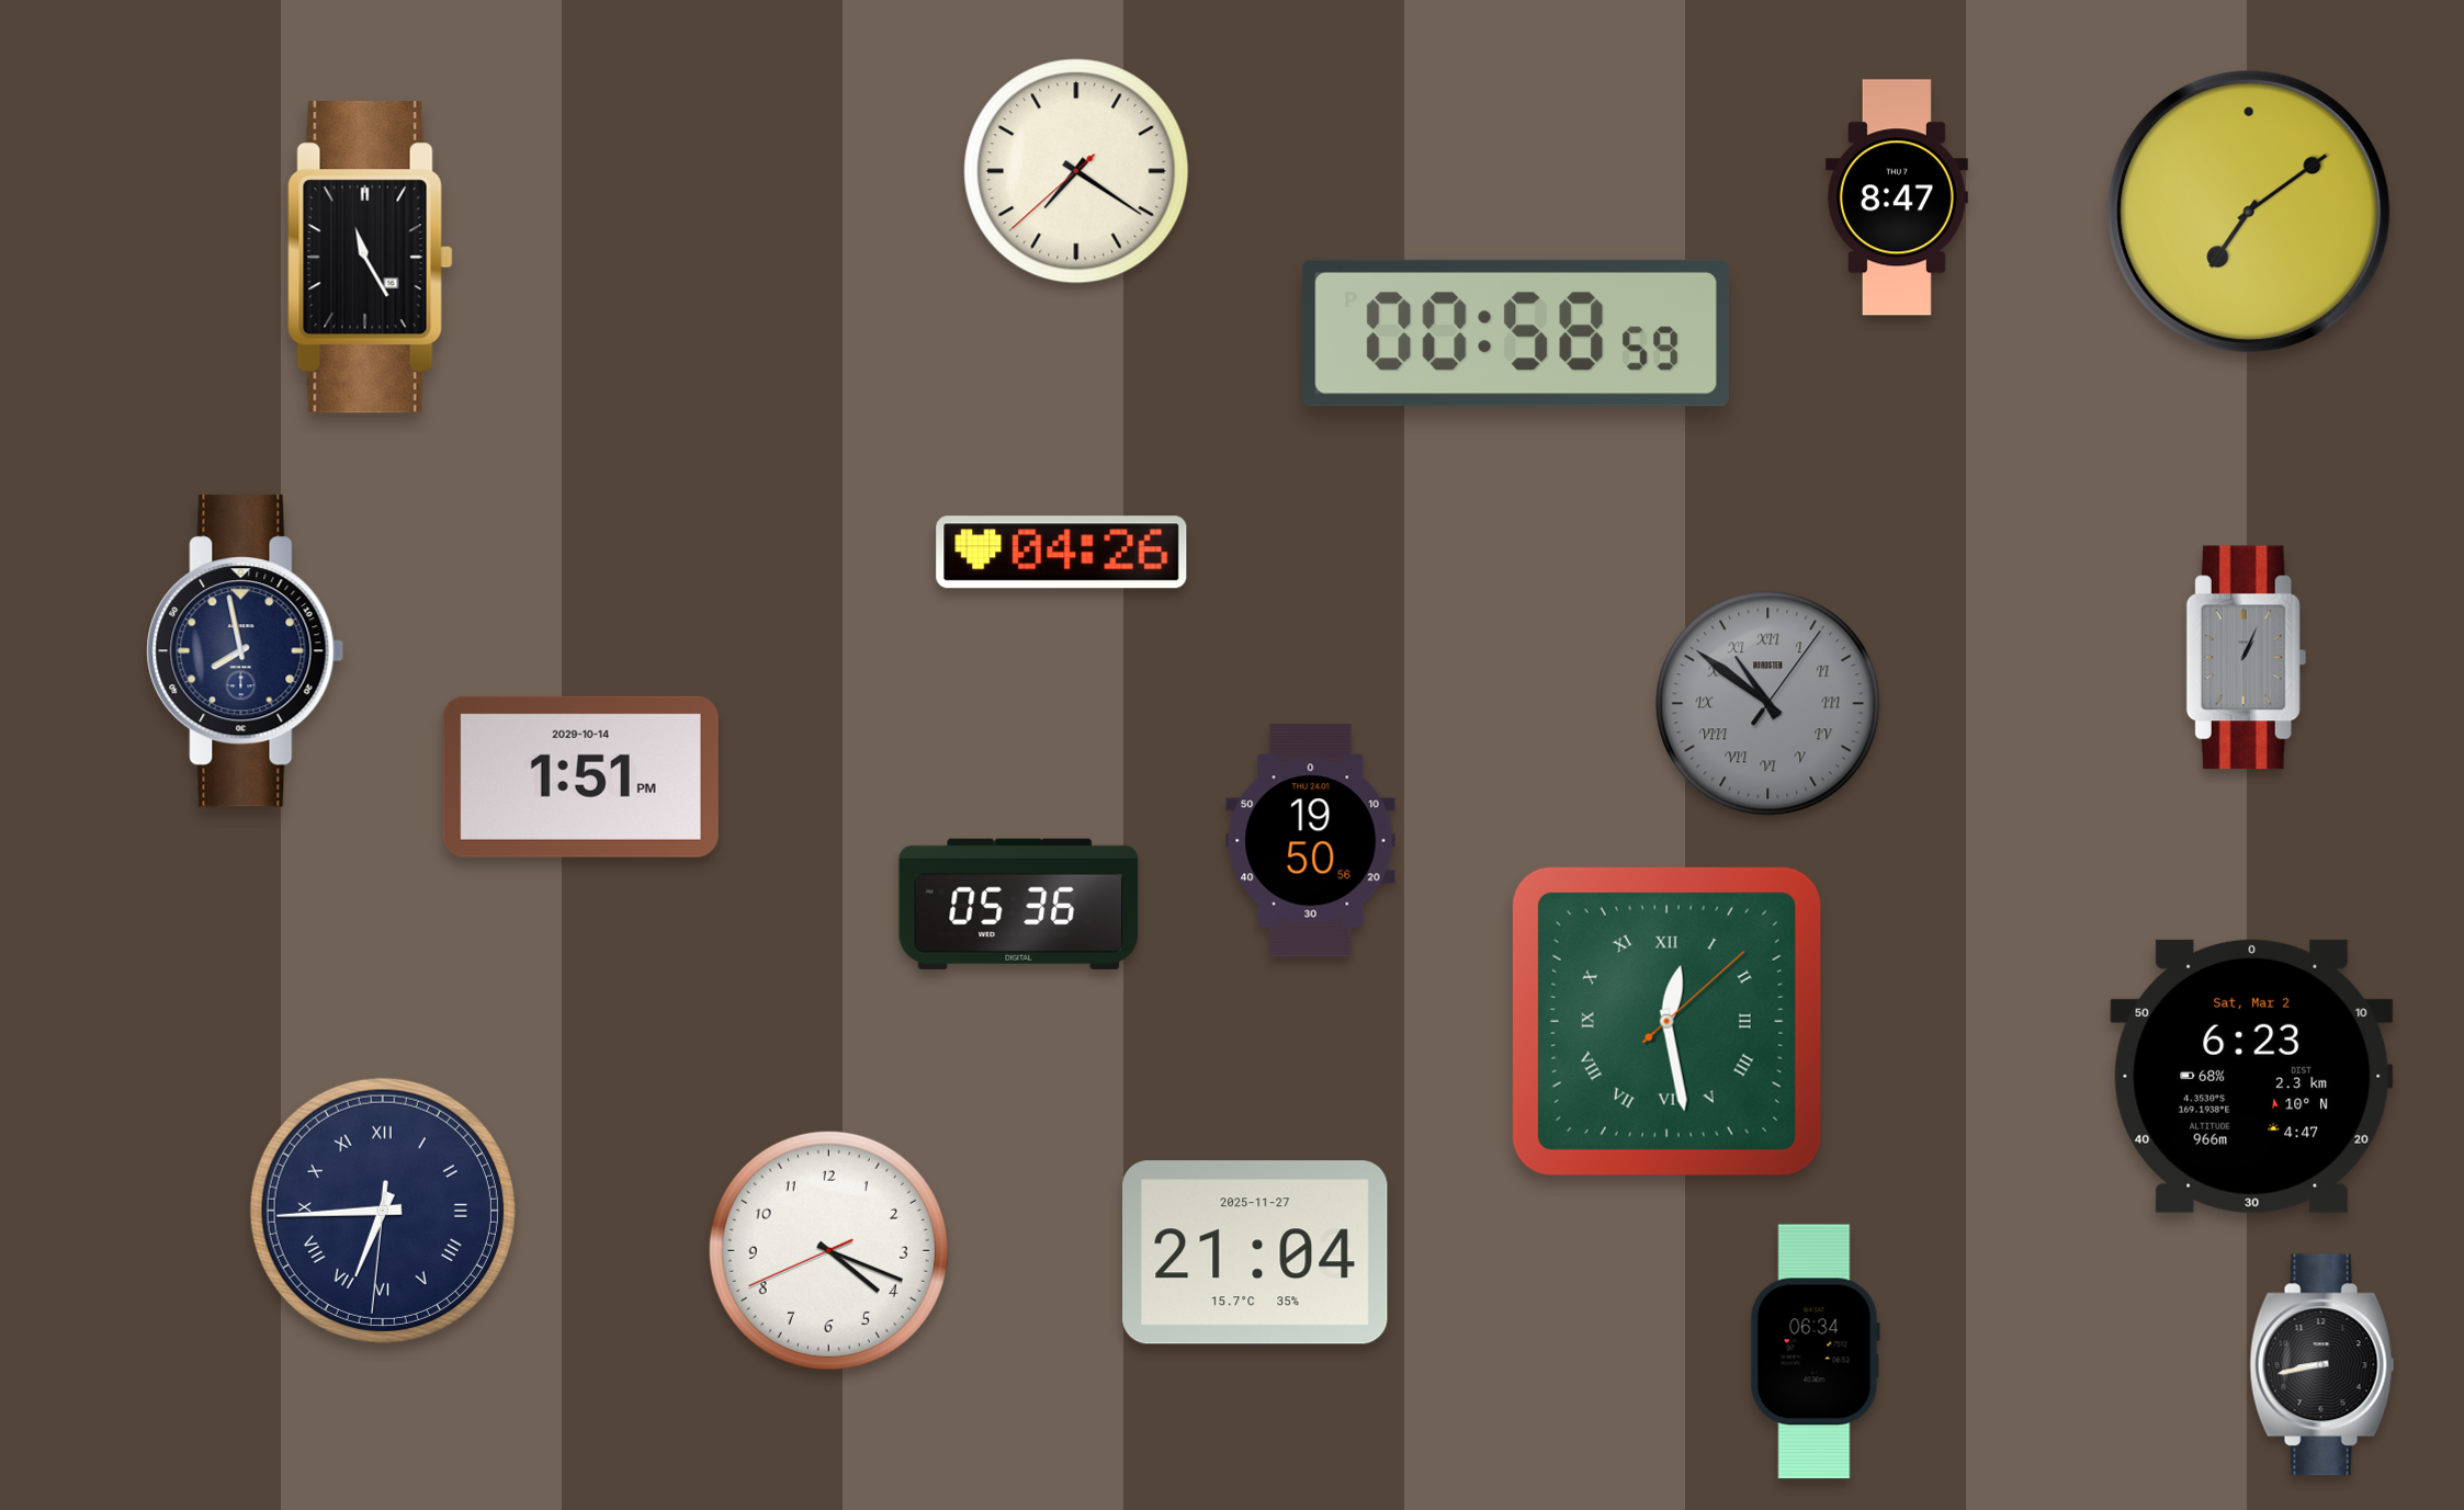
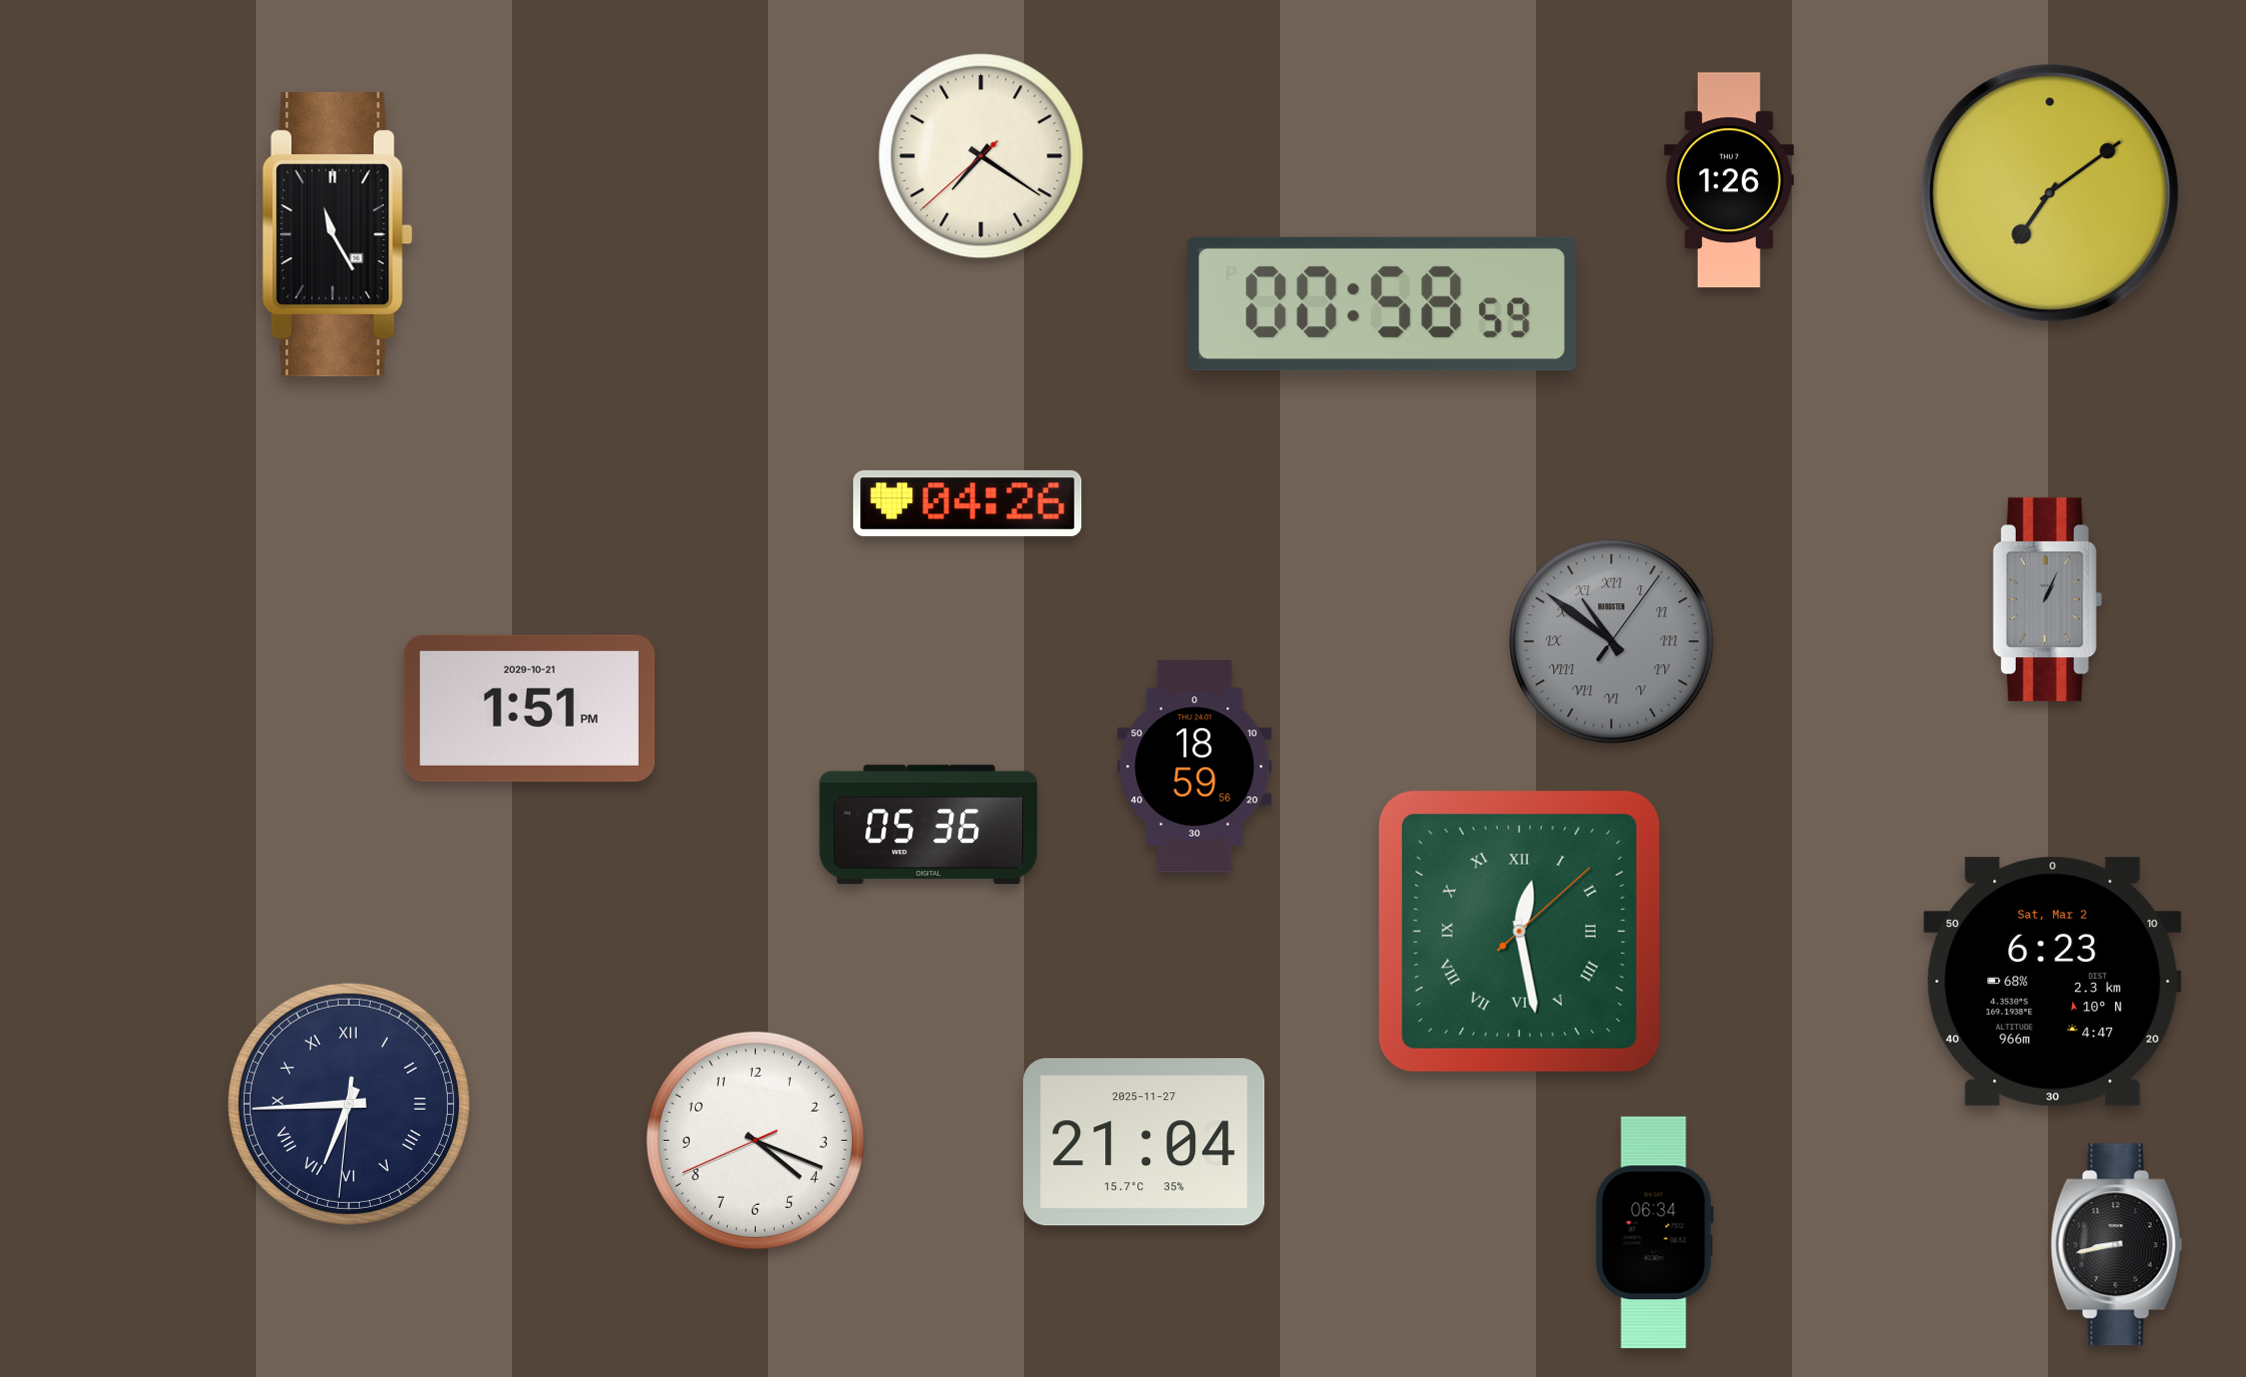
clock at (1897, 197): 8:47 -> 1:26
clock at (246, 651): 7:58 -> none
clock at (580, 776) date: 2029-10-14 -> 2029-10-21
clock at (1311, 841): 19:50 -> 18:59
